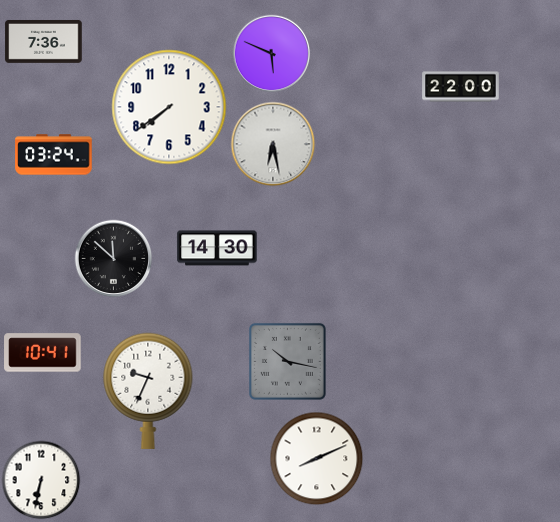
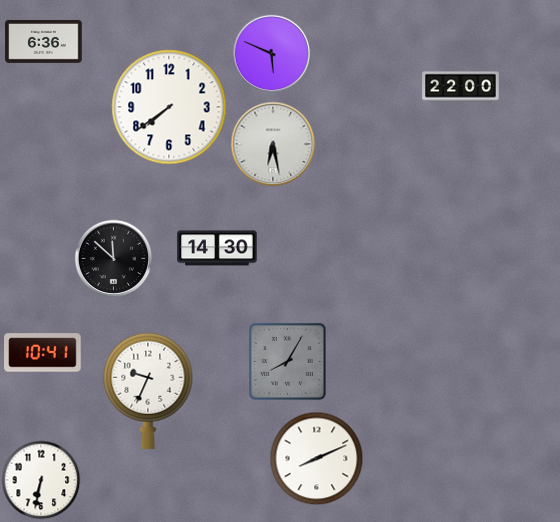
clock at (44, 42): 7:36 -> 6:36
clock at (54, 155): 03:24 -> none
clock at (287, 361): 10:17 -> 8:05
